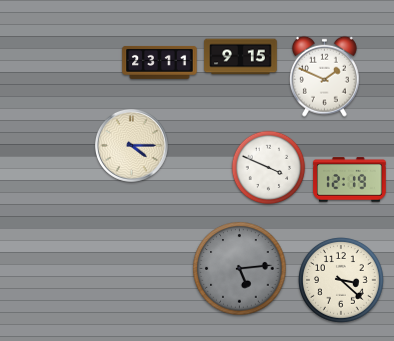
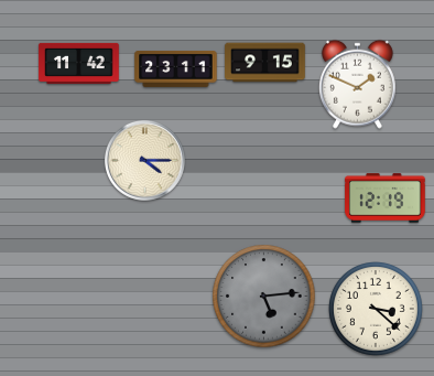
clock at (79, 63): none -> 11:42
clock at (269, 168): 3:49 -> none
